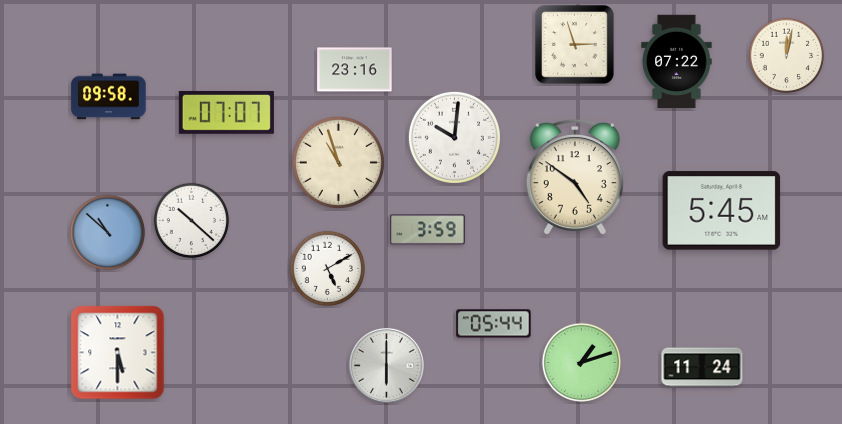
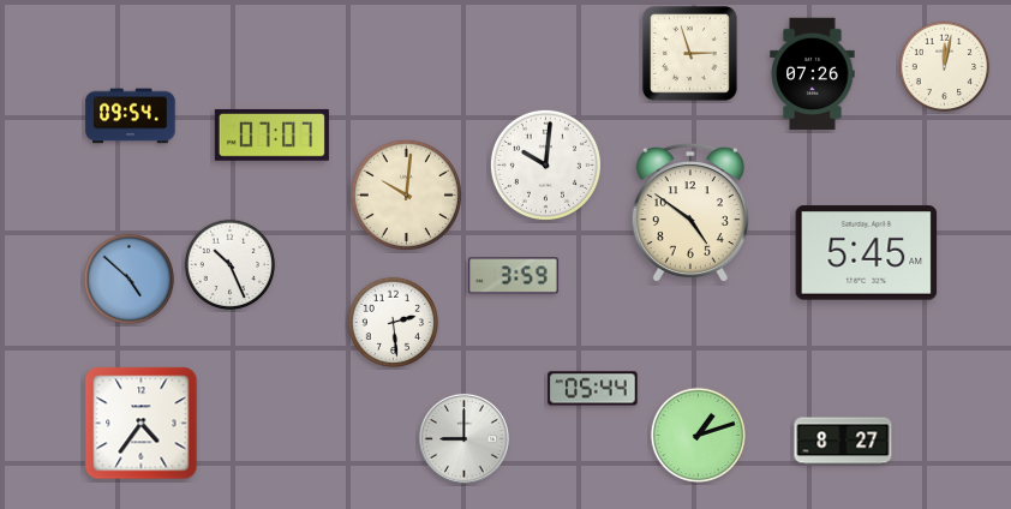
clock at (677, 62): 07:22 -> 07:26
clock at (355, 70): 23:16 -> none
clock at (109, 97): 09:58 -> 09:54
clock at (338, 162): 10:57 -> 10:01
clock at (192, 221): 10:22 -> 10:26
clock at (108, 233): 10:52 -> 4:52
clock at (328, 269): 5:10 -> 2:29
clock at (118, 353): 5:30 -> 4:36
clock at (386, 365): 6:00 -> 9:00
clock at (702, 367): 11:24 -> 8:27
